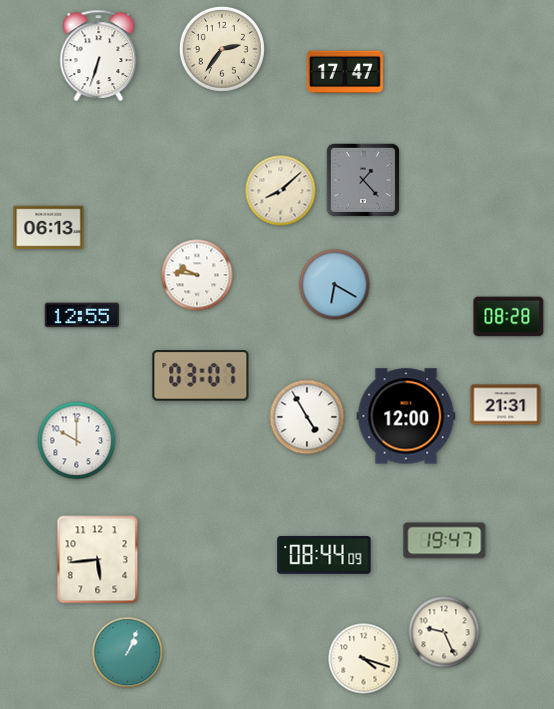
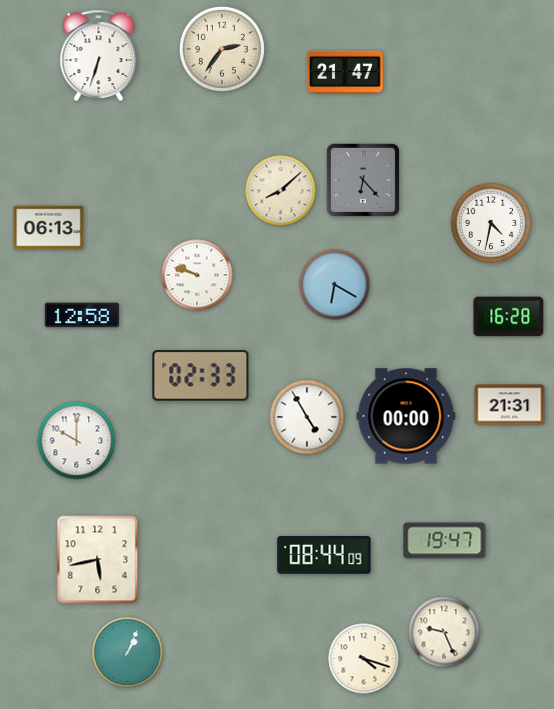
clock at (345, 72): 17:47 -> 21:47
clock at (363, 180): 1:23 -> 6:23
clock at (491, 223): none -> 4:32
clock at (197, 275): 9:46 -> 9:48
clock at (82, 315): 12:55 -> 12:58
clock at (509, 317): 08:28 -> 16:28
clock at (201, 376): 03:07 -> 02:33
clock at (506, 405) position: (506, 405) -> (510, 405)
clock at (406, 416): 12:00 -> 00:00
clock at (98, 560): 5:44 -> 5:43
